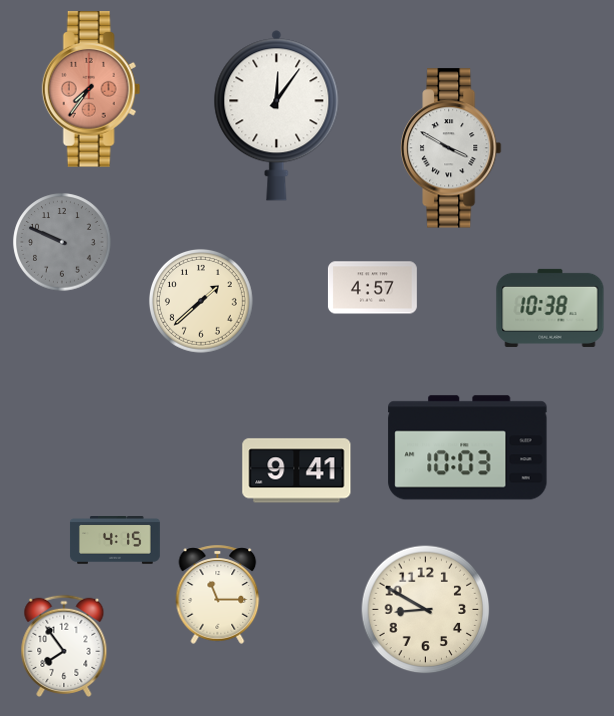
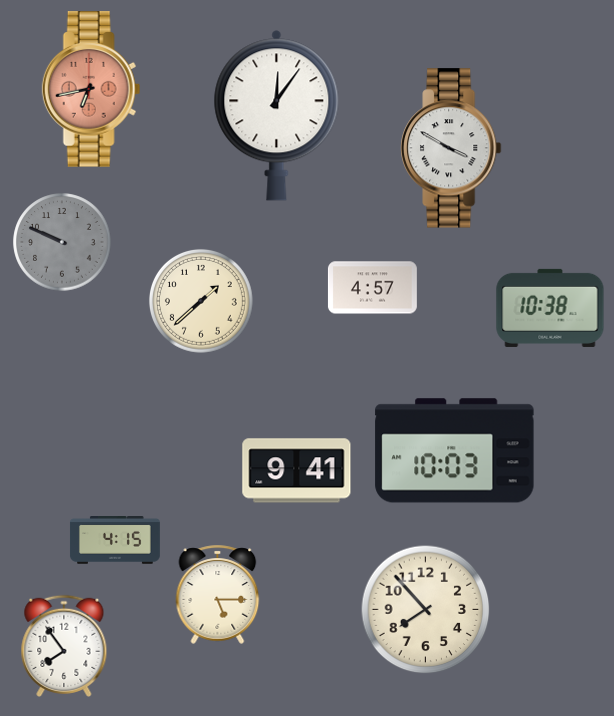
clock at (91, 89): 7:36 -> 6:43
clock at (468, 448) position: (468, 448) -> (455, 451)
clock at (218, 594): 11:15 -> 5:15
clock at (425, 609): 8:50 -> 7:53
